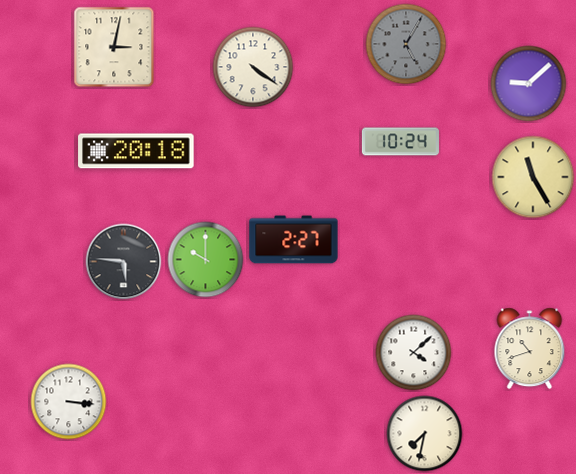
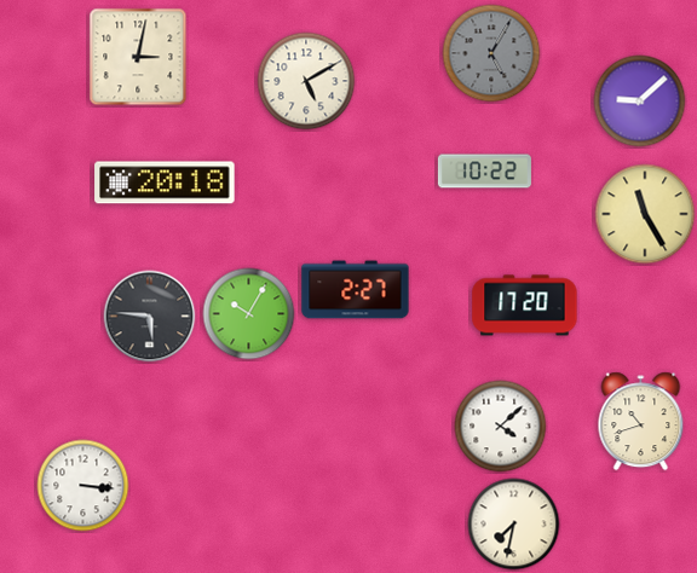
clock at (253, 67): 4:21 -> 5:10
clock at (400, 142): 10:24 -> 10:22
clock at (525, 306): none -> 17:20
clock at (206, 260): 10:00 -> 10:05
